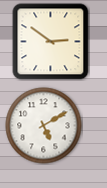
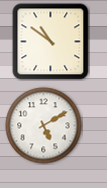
clock at (51, 42): 2:51 -> 10:51
